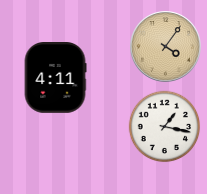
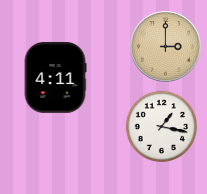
clock at (166, 47): 4:06 -> 3:00
clock at (165, 127) position: (165, 127) -> (162, 127)
